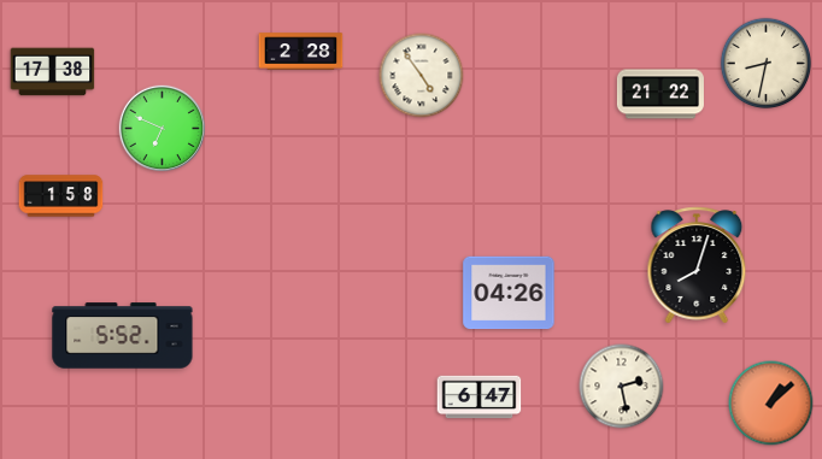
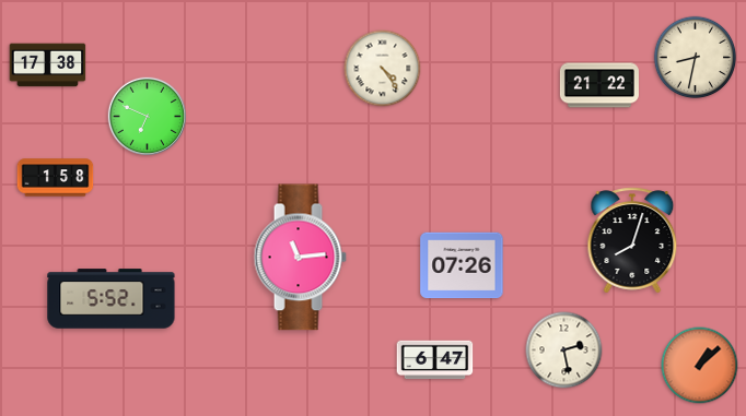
clock at (301, 52): 2:28 -> none
clock at (422, 76): 4:54 -> 4:24
clock at (300, 258): none -> 11:14
clock at (509, 293): 04:26 -> 07:26
clock at (123, 336) position: (123, 336) -> (112, 299)
